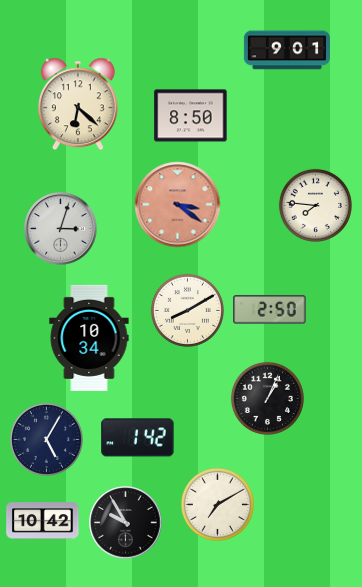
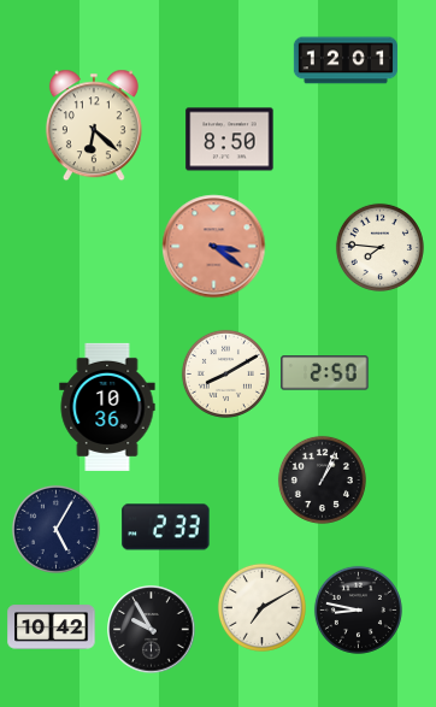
clock at (287, 50): 9:01 -> 12:01
clock at (61, 229): 3:03 -> none
clock at (89, 338): 10:34 -> 10:36
clock at (138, 438): 1:42 -> 2:33
clock at (358, 609): none -> 8:47
